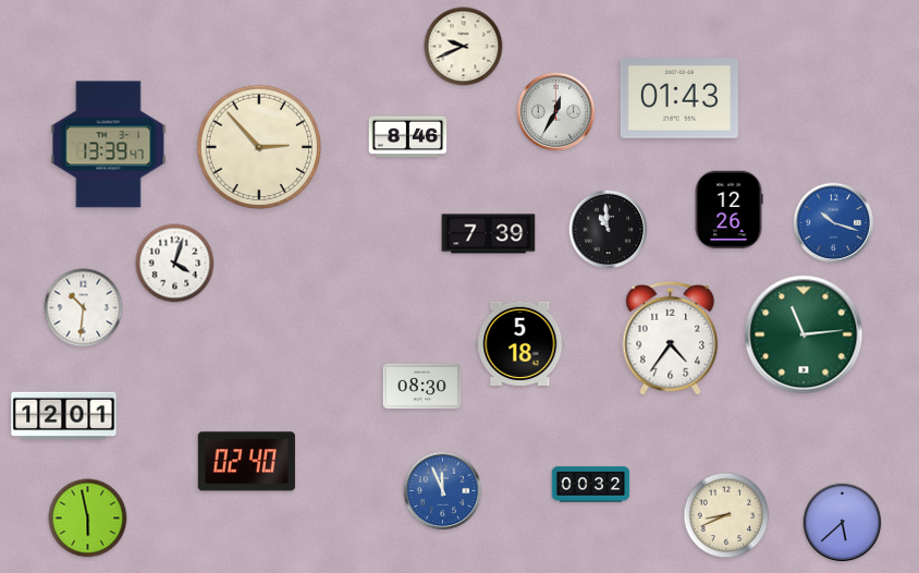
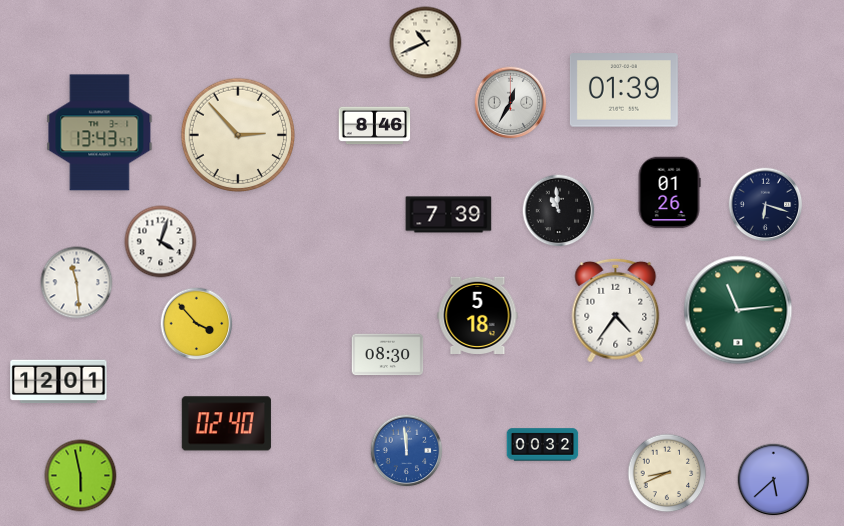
clock at (464, 47): 9:41 -> 10:41
clock at (679, 98): 01:43 -> 01:39
clock at (109, 145): 13:39 -> 13:43
clock at (728, 210): 12:26 -> 01:26
clock at (834, 223): 10:18 -> 6:18
clock at (834, 223) dial: blue -> navy
clock at (84, 308): 10:31 -> 11:29
clock at (804, 334) position: (804, 334) -> (738, 310)
clock at (197, 324): none -> 3:53
clock at (443, 491): 11:56 -> 11:59
